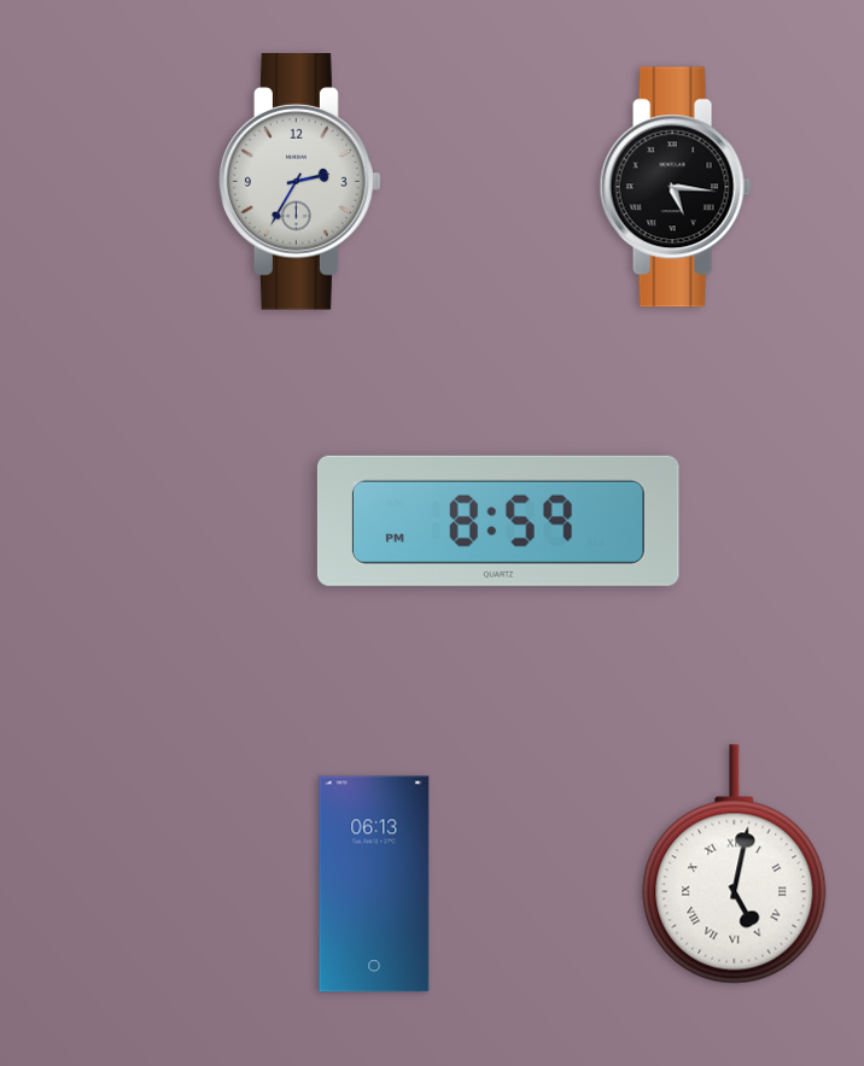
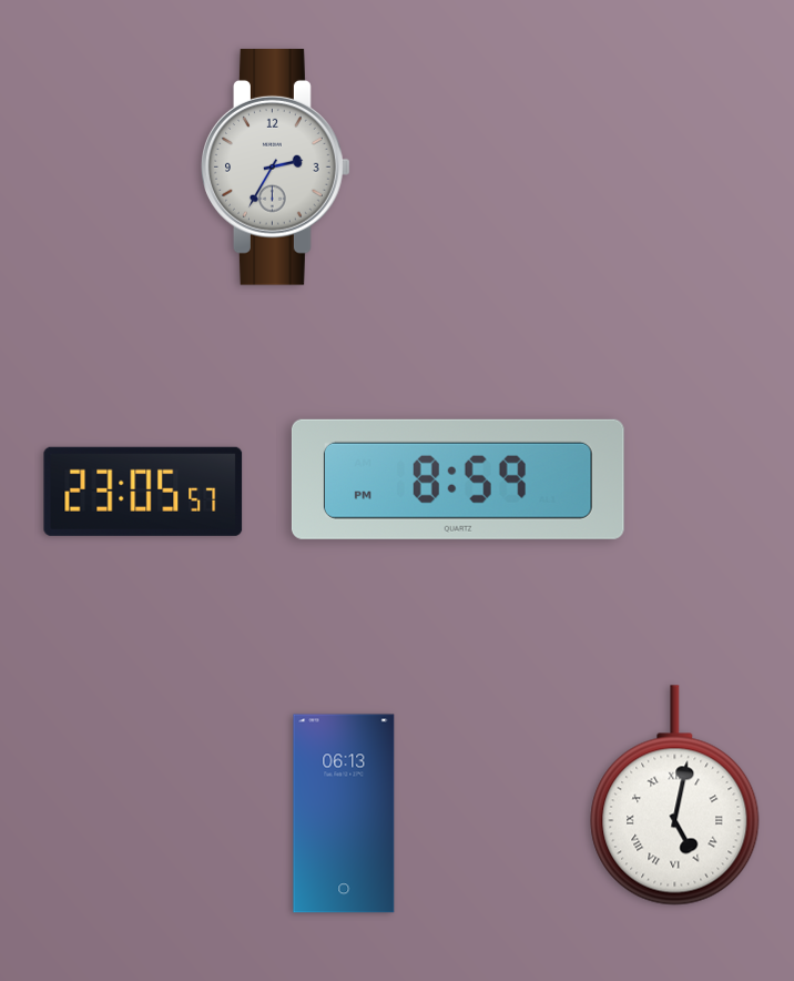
clock at (676, 187): 5:16 -> none
clock at (143, 492): none -> 23:05
